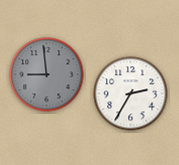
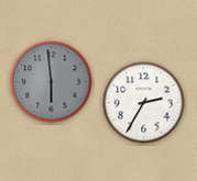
clock at (47, 75): 8:59 -> 5:59
